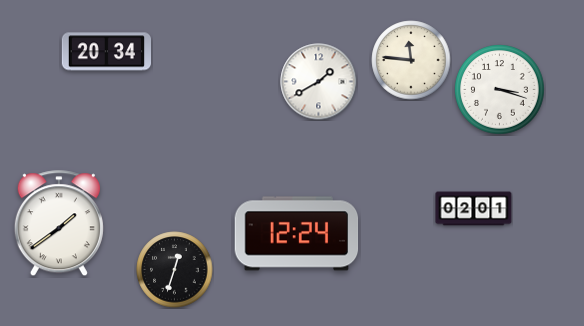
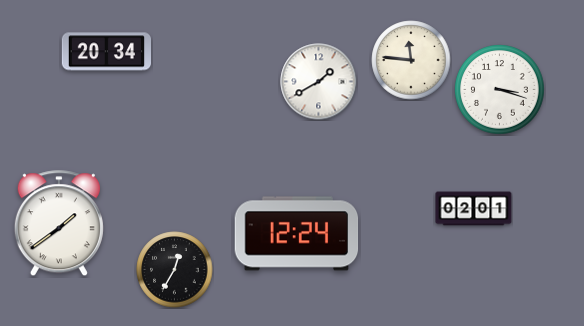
clock at (175, 270): 12:33 -> 12:35
